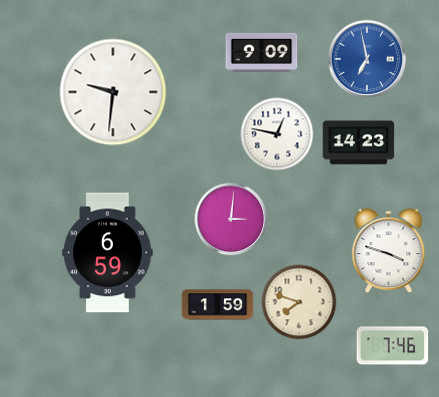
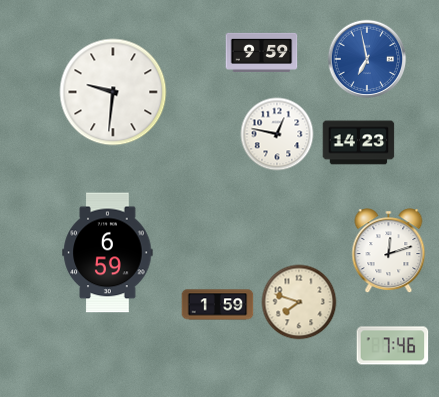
clock at (262, 52): 9:09 -> 9:59
clock at (231, 219): 3:01 -> none
clock at (389, 251): 3:48 -> 12:12
